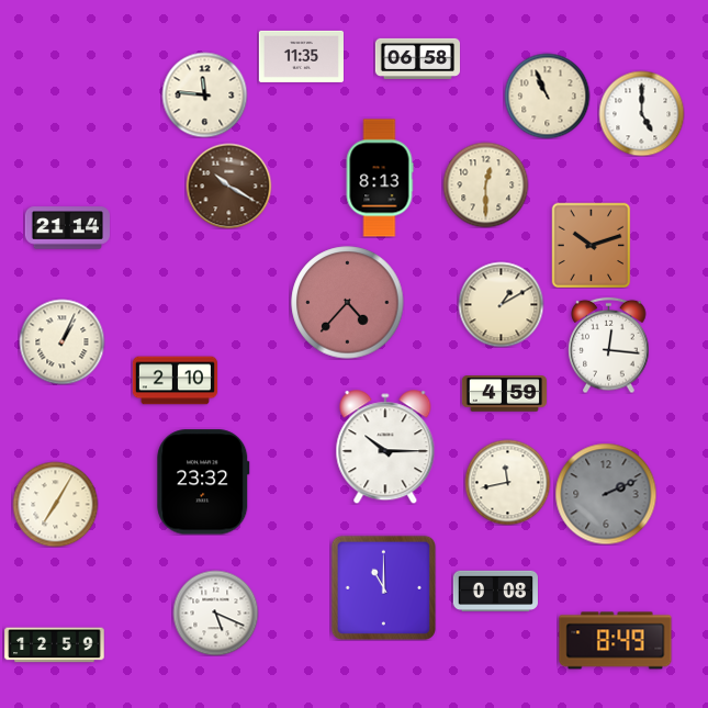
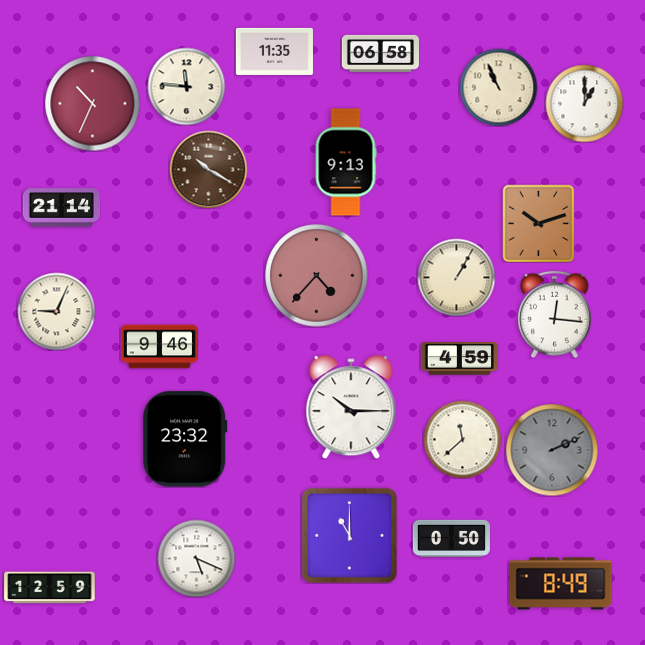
clock at (92, 103): none -> 10:34
clock at (641, 113): 5:00 -> 1:00
clock at (380, 178): 8:13 -> 9:13
clock at (485, 184): 12:30 -> none
clock at (501, 304): 1:10 -> 1:05
clock at (61, 341): 1:04 -> 9:04
clock at (175, 381): 2:10 -> 9:46
clock at (507, 482): 11:43 -> 11:38
clock at (55, 504): 7:05 -> none
clock at (495, 591): 0:08 -> 0:50
